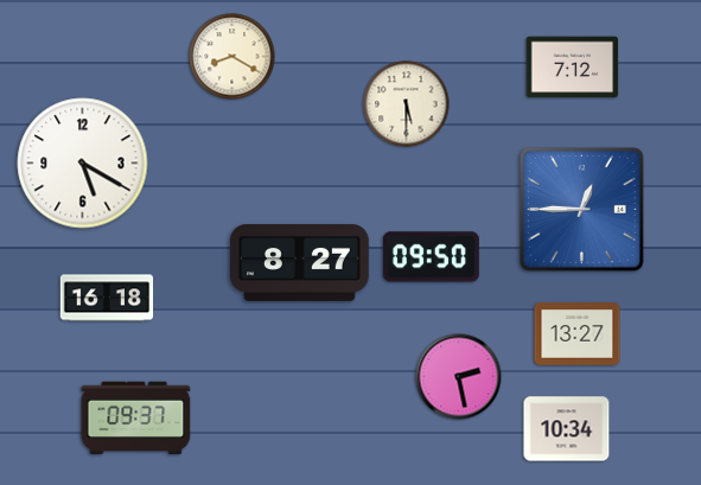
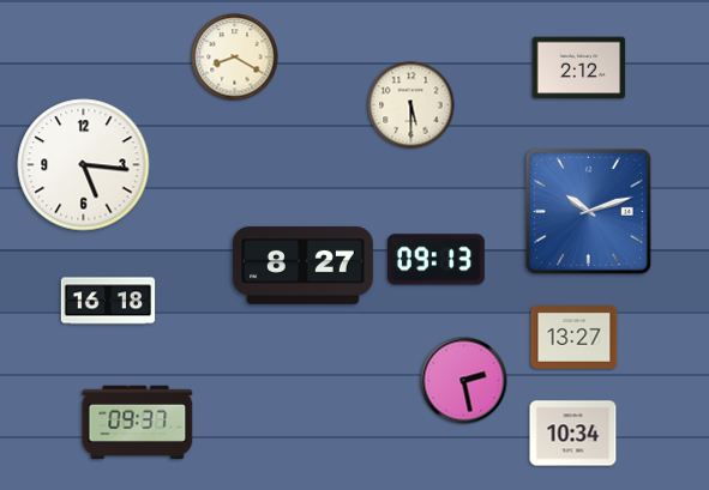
clock at (573, 68): 7:12 -> 2:12
clock at (83, 164): 5:20 -> 5:16
clock at (581, 209): 12:45 -> 10:12
clock at (431, 257): 09:50 -> 09:13
clock at (578, 334) position: (578, 334) -> (575, 338)
